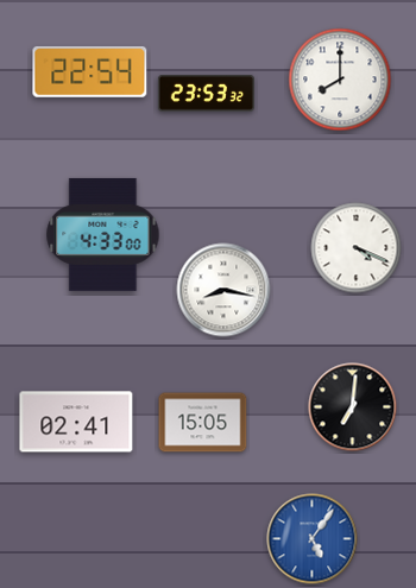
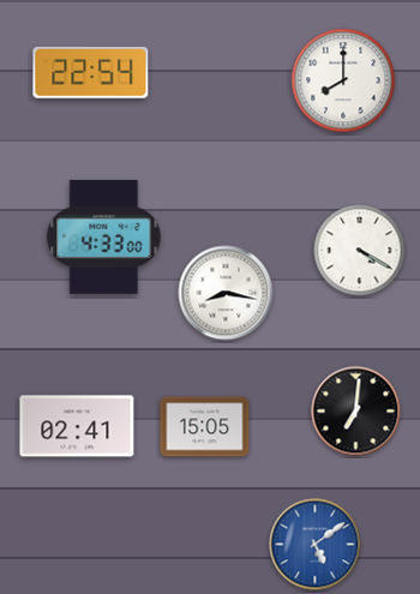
clock at (206, 94): 23:53 -> none
clock at (357, 248): 4:19 -> 4:20
clock at (313, 539): 5:06 -> 5:09
